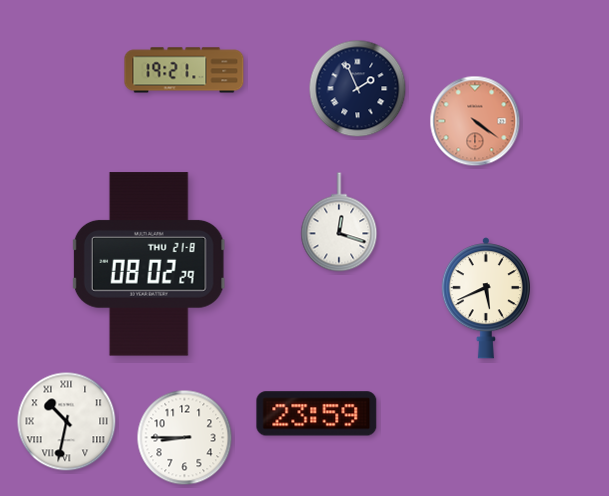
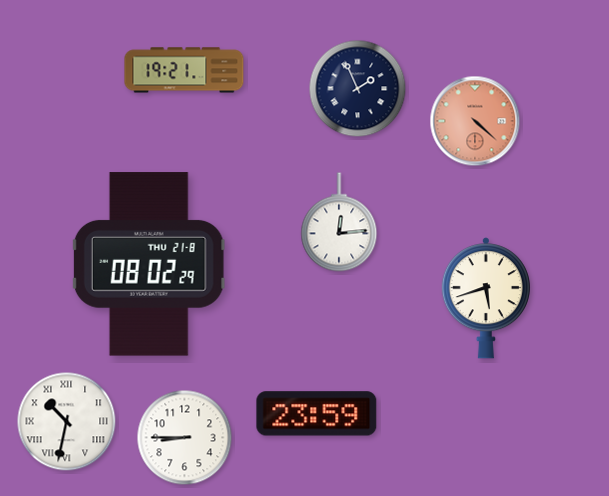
clock at (475, 121): 4:21 -> 4:22
clock at (339, 222): 12:18 -> 12:14
clock at (486, 298): 5:41 -> 5:42
